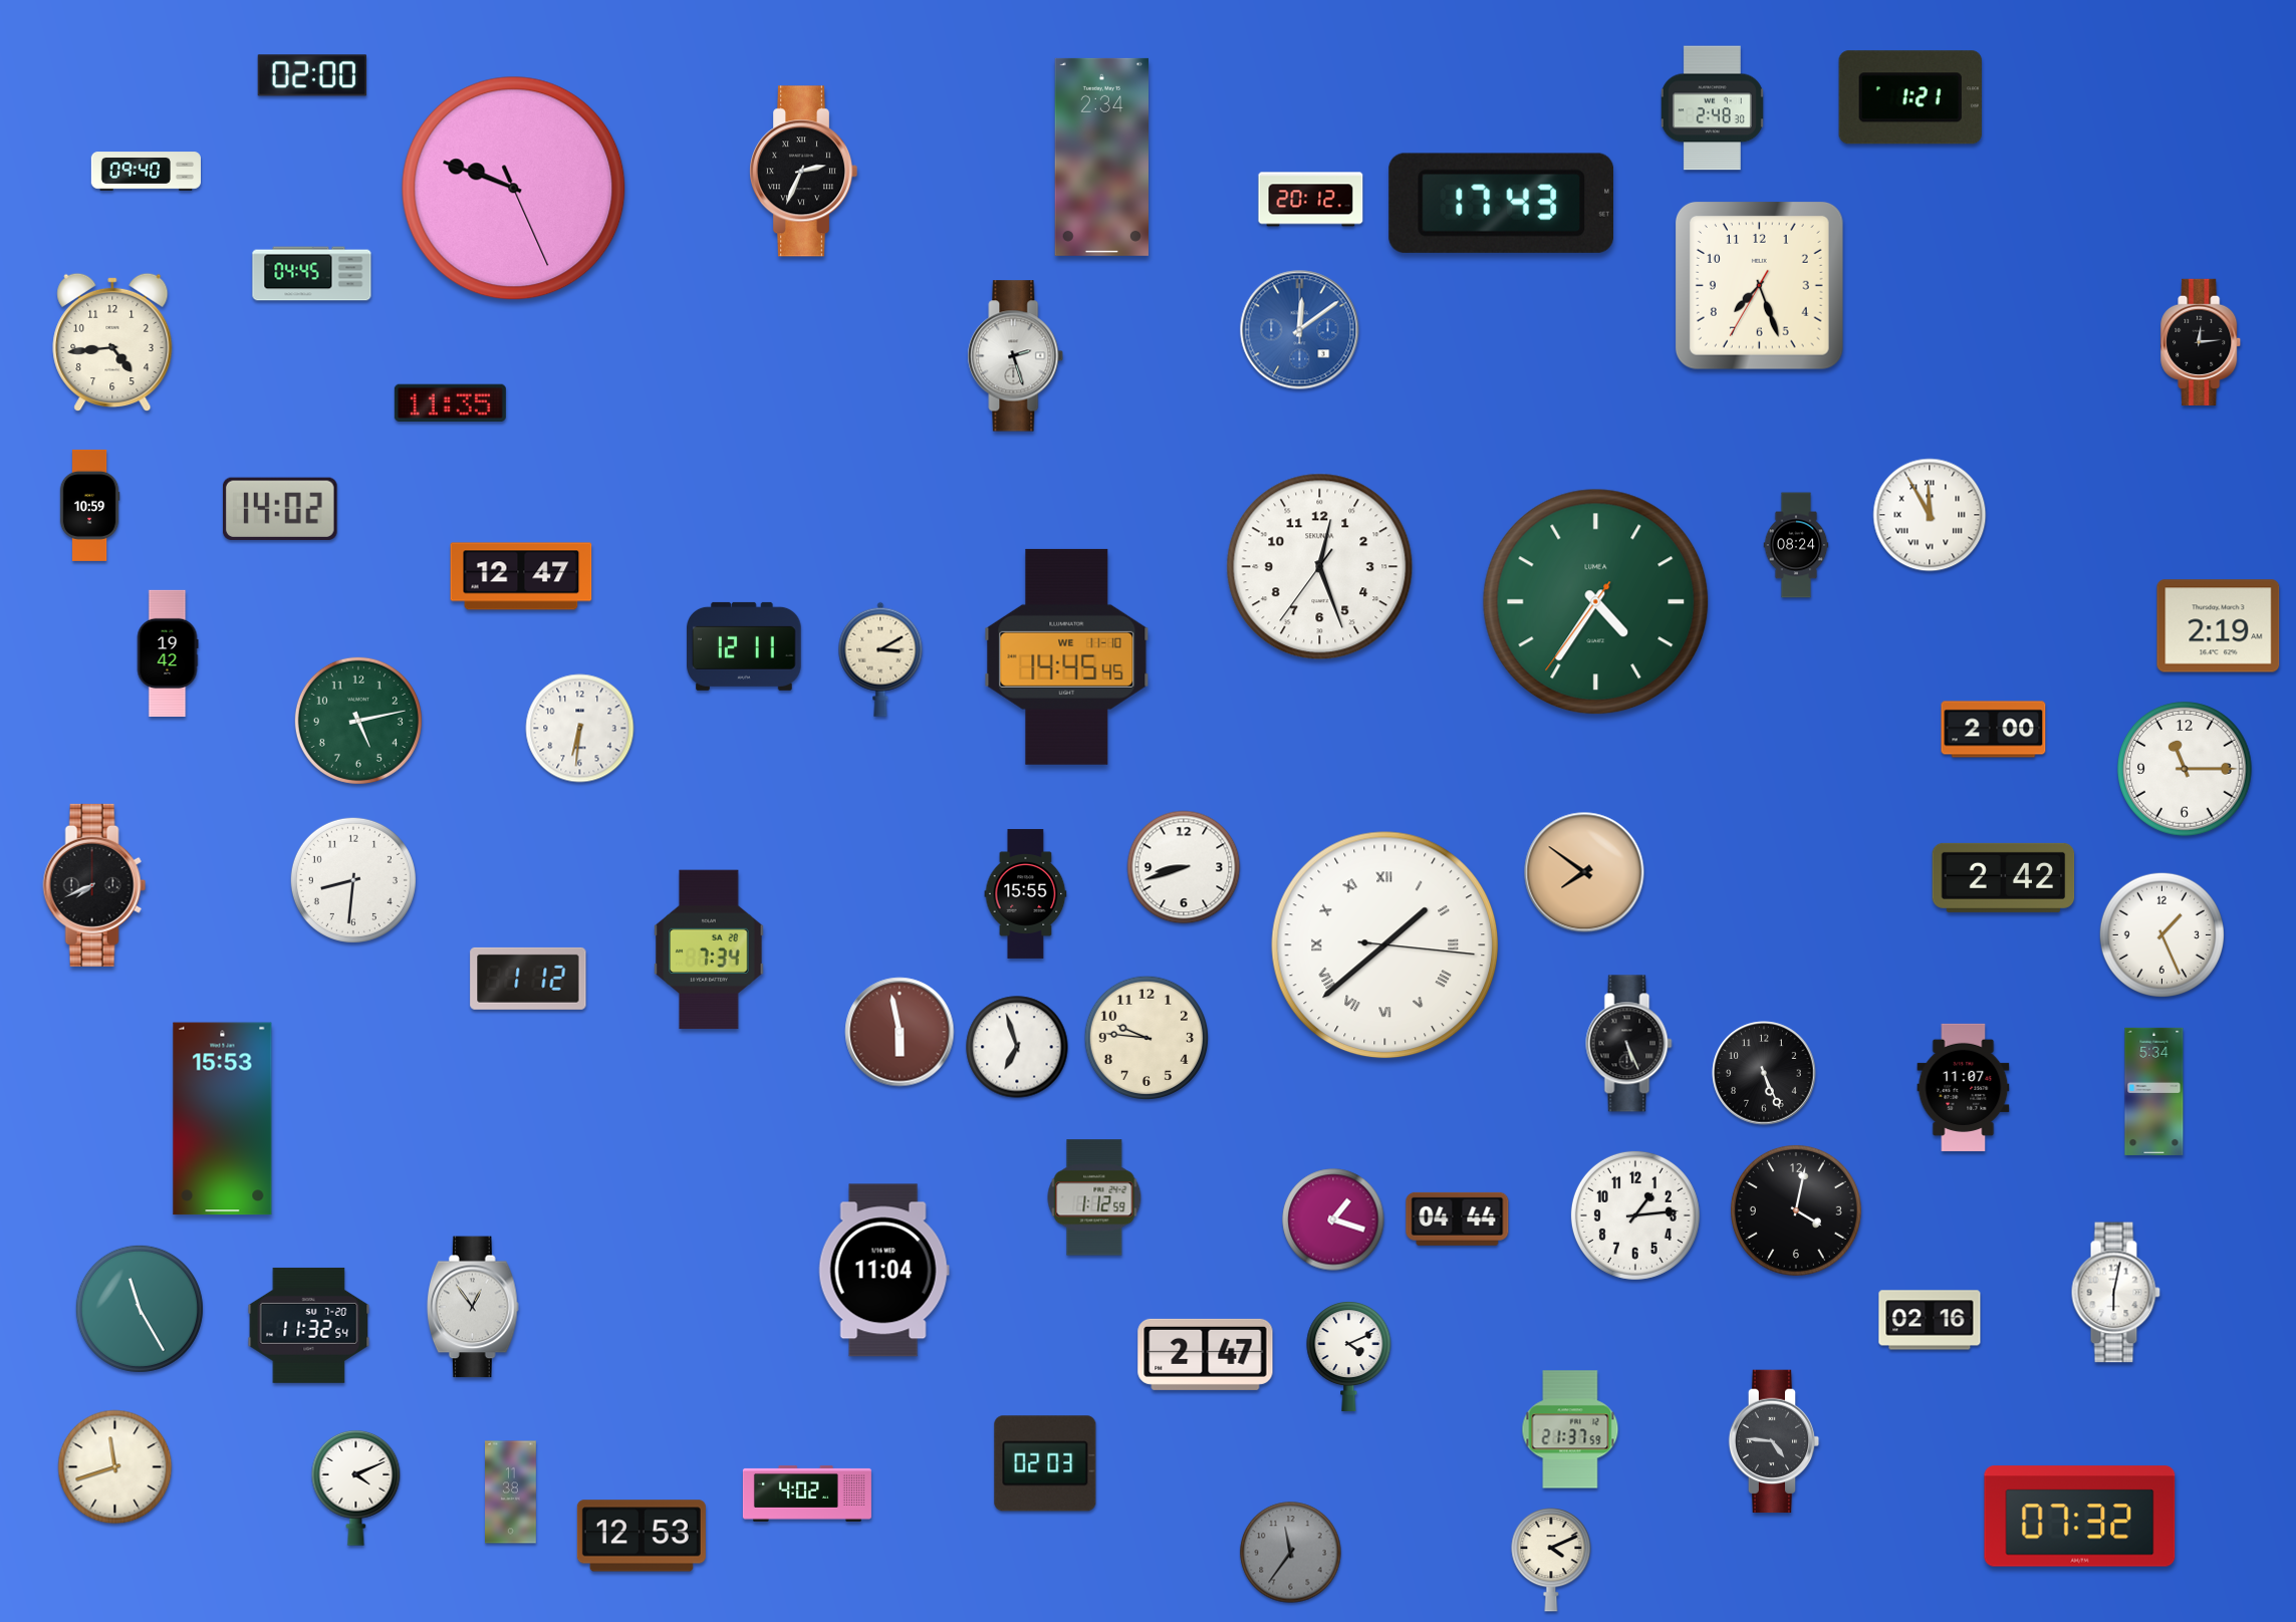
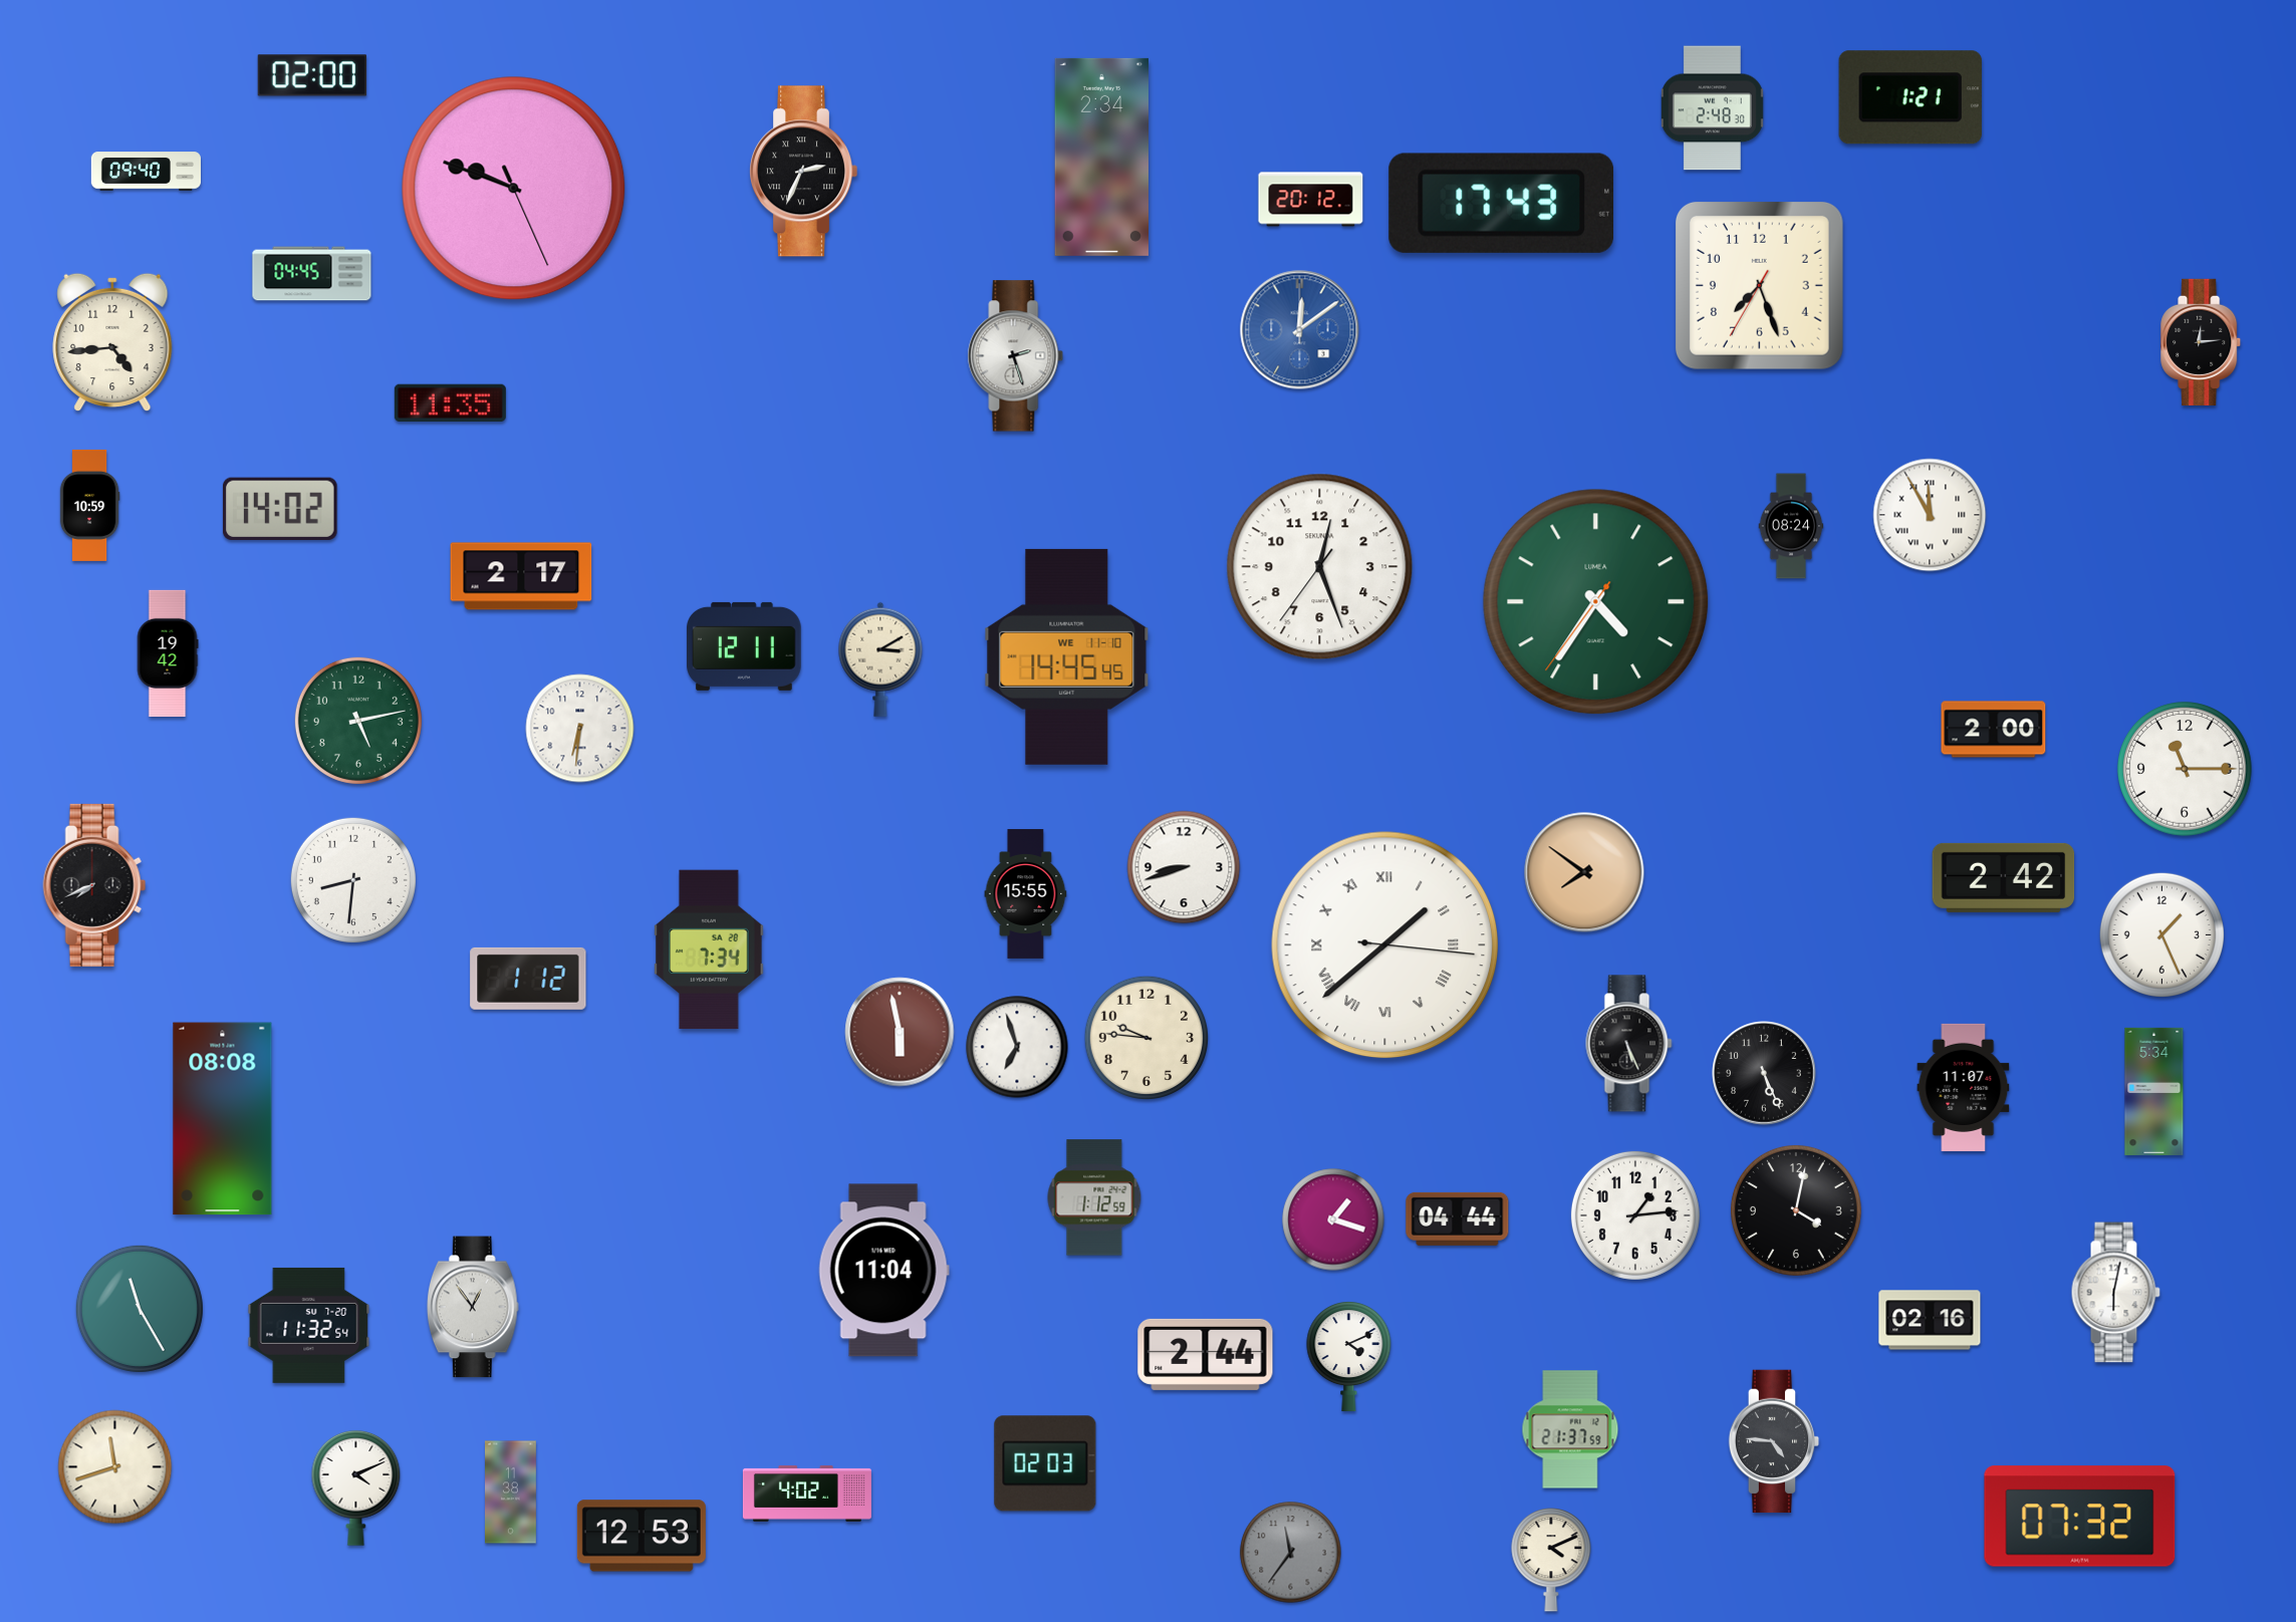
clock at (1796, 545) position: (1796, 545) -> (1791, 526)
clock at (521, 576): 12:47 -> 2:17
clock at (2219, 626): 2:19 -> none
clock at (223, 1119): 15:53 -> 08:08
clock at (1206, 1354): 2:47 -> 2:44
